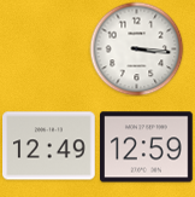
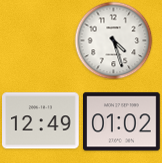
clock at (136, 48): 3:16 -> 4:27
clock at (147, 147): 12:59 -> 01:02
